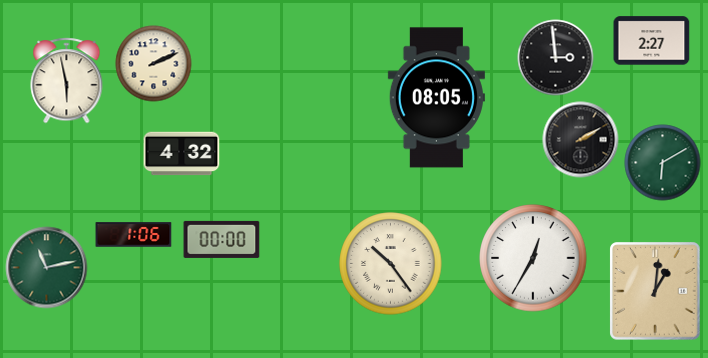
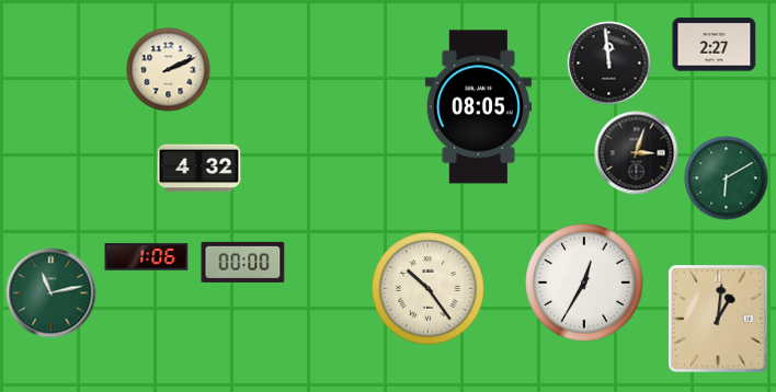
clock at (556, 58): 2:59 -> 11:59
clock at (67, 81): 5:58 -> none
clock at (581, 140): 2:10 -> 3:03
